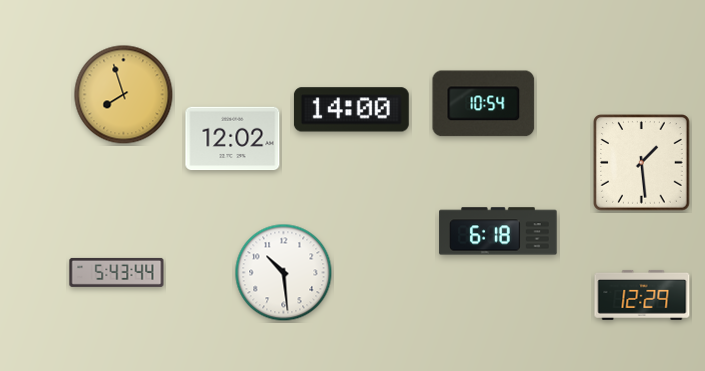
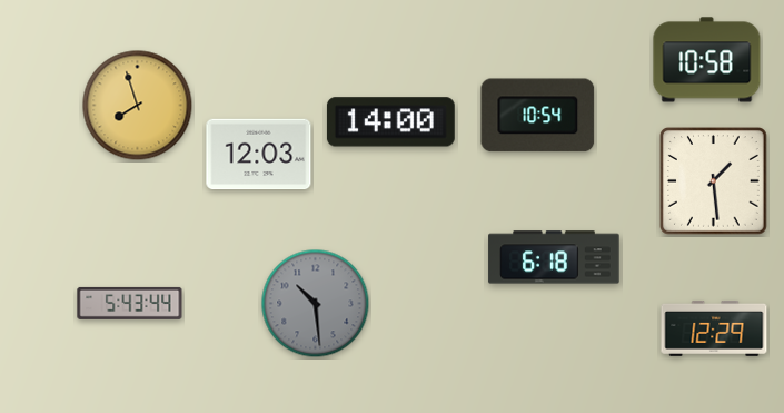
clock at (707, 60): none -> 10:58
clock at (233, 139): 12:02 -> 12:03
clock at (284, 273) dial: white -> grey
